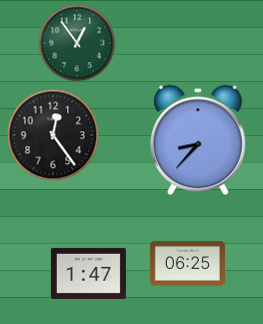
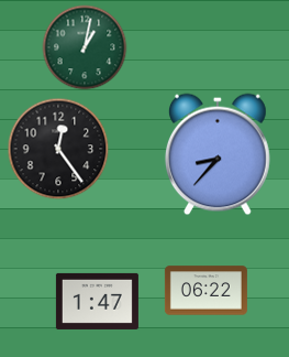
clock at (77, 43): 12:54 -> 1:02
clock at (187, 264): 06:25 -> 06:22
